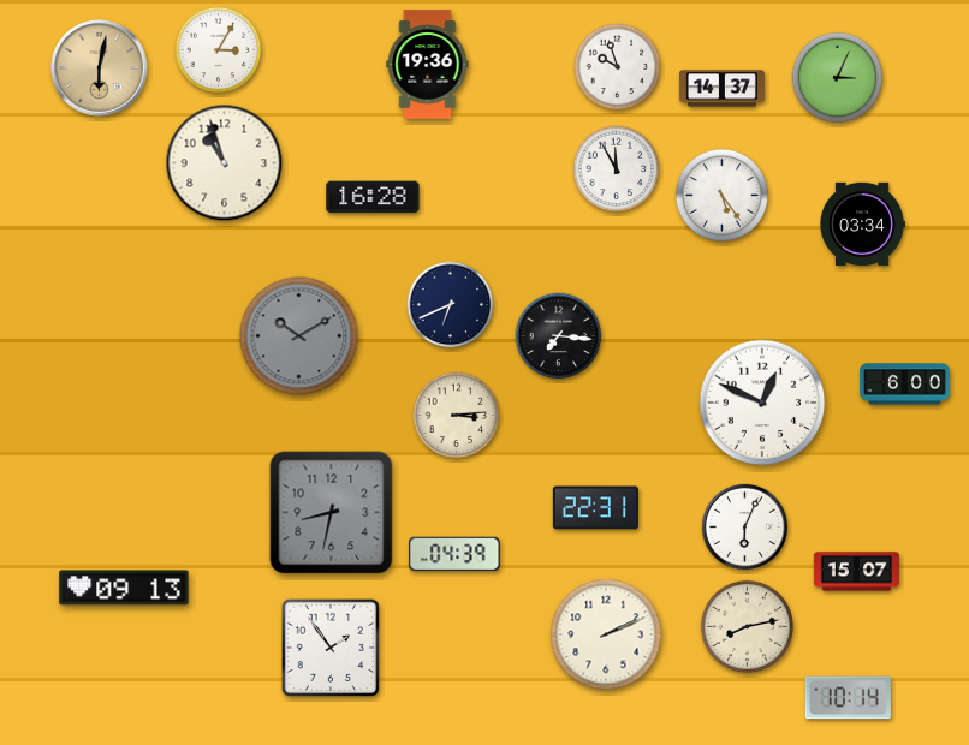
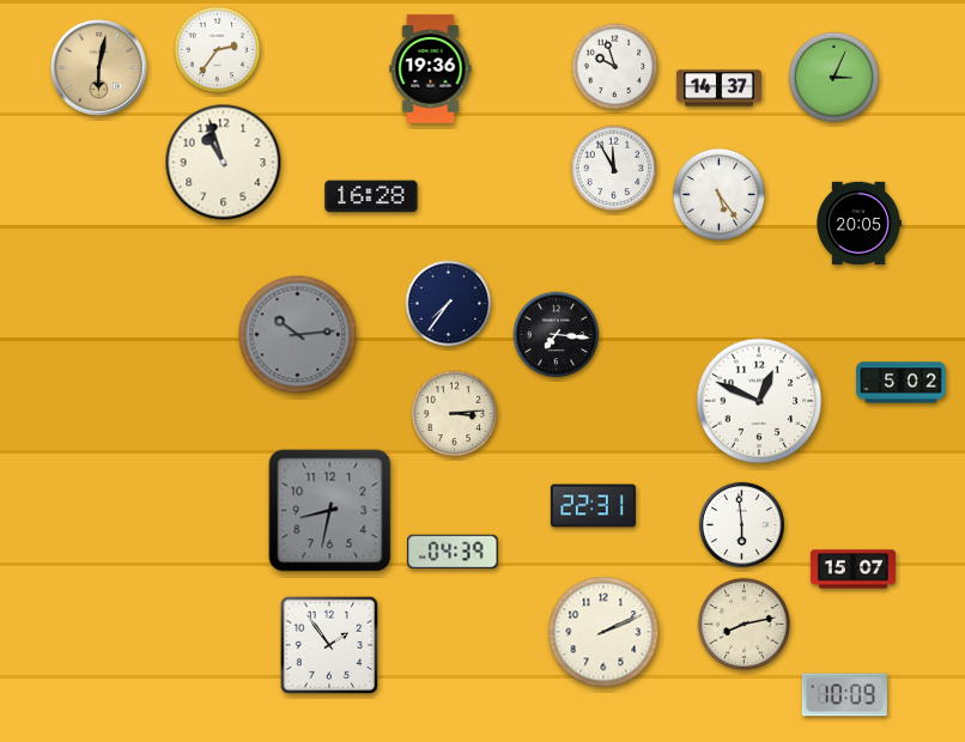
clock at (219, 50): 3:05 -> 2:36
clock at (428, 65) position: (428, 65) -> (431, 69)
clock at (863, 223): 03:34 -> 20:05
clock at (451, 305): 6:41 -> 7:36
clock at (299, 336): 10:10 -> 10:14
clock at (905, 385): 6:00 -> 5:02
clock at (744, 526): 6:04 -> 5:59
clock at (124, 588): 09:13 -> none
clock at (848, 698): 10:14 -> 10:09
